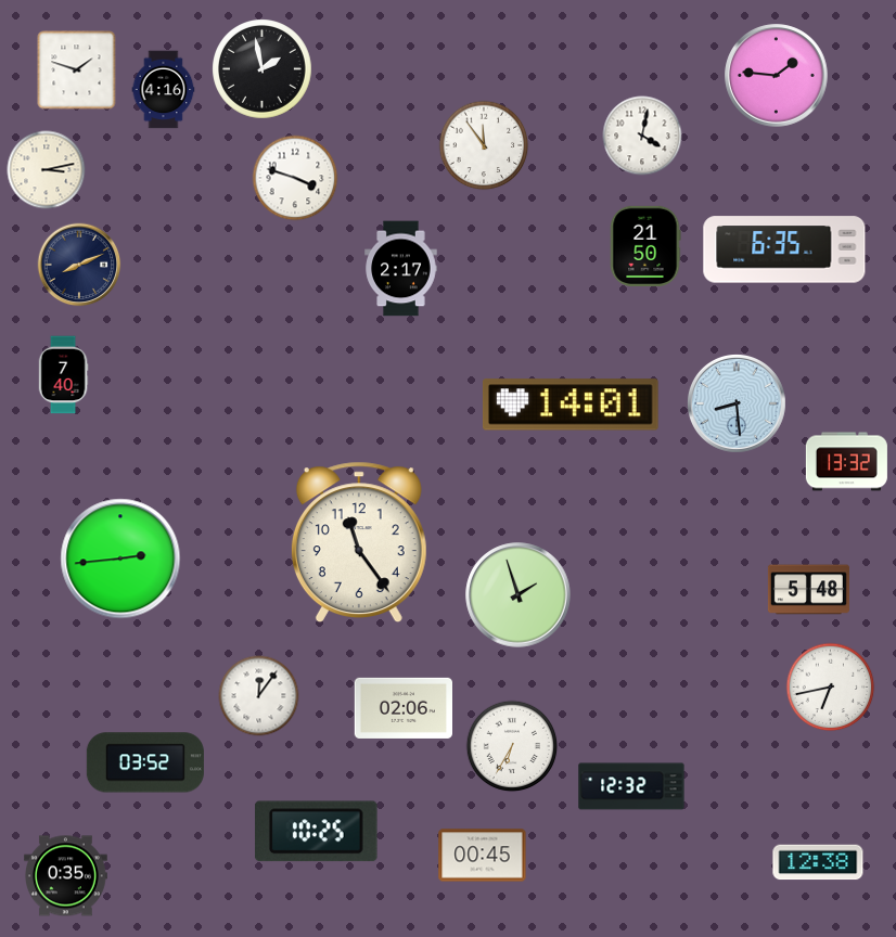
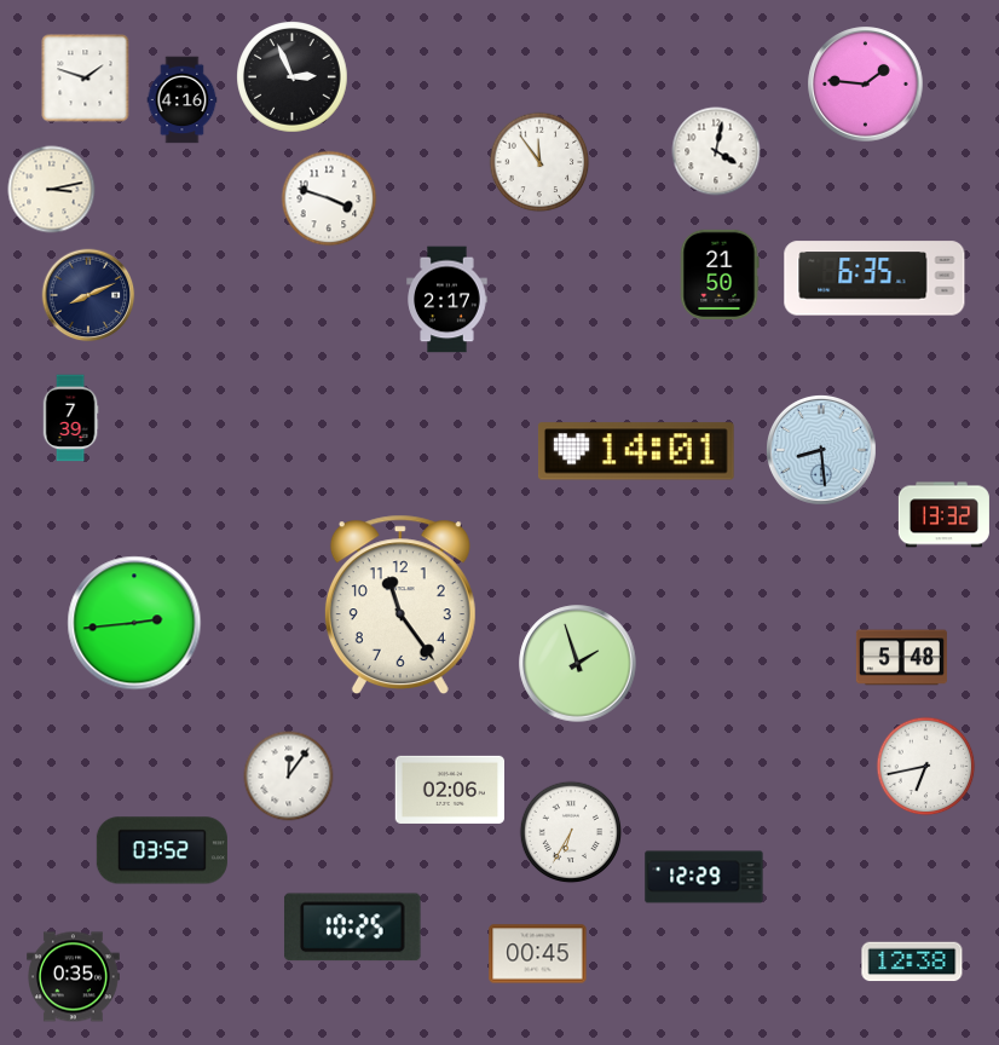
clock at (263, 69): 1:58 -> 2:56
clock at (63, 375): 7:40 -> 7:39
clock at (631, 786): 12:32 -> 12:29
